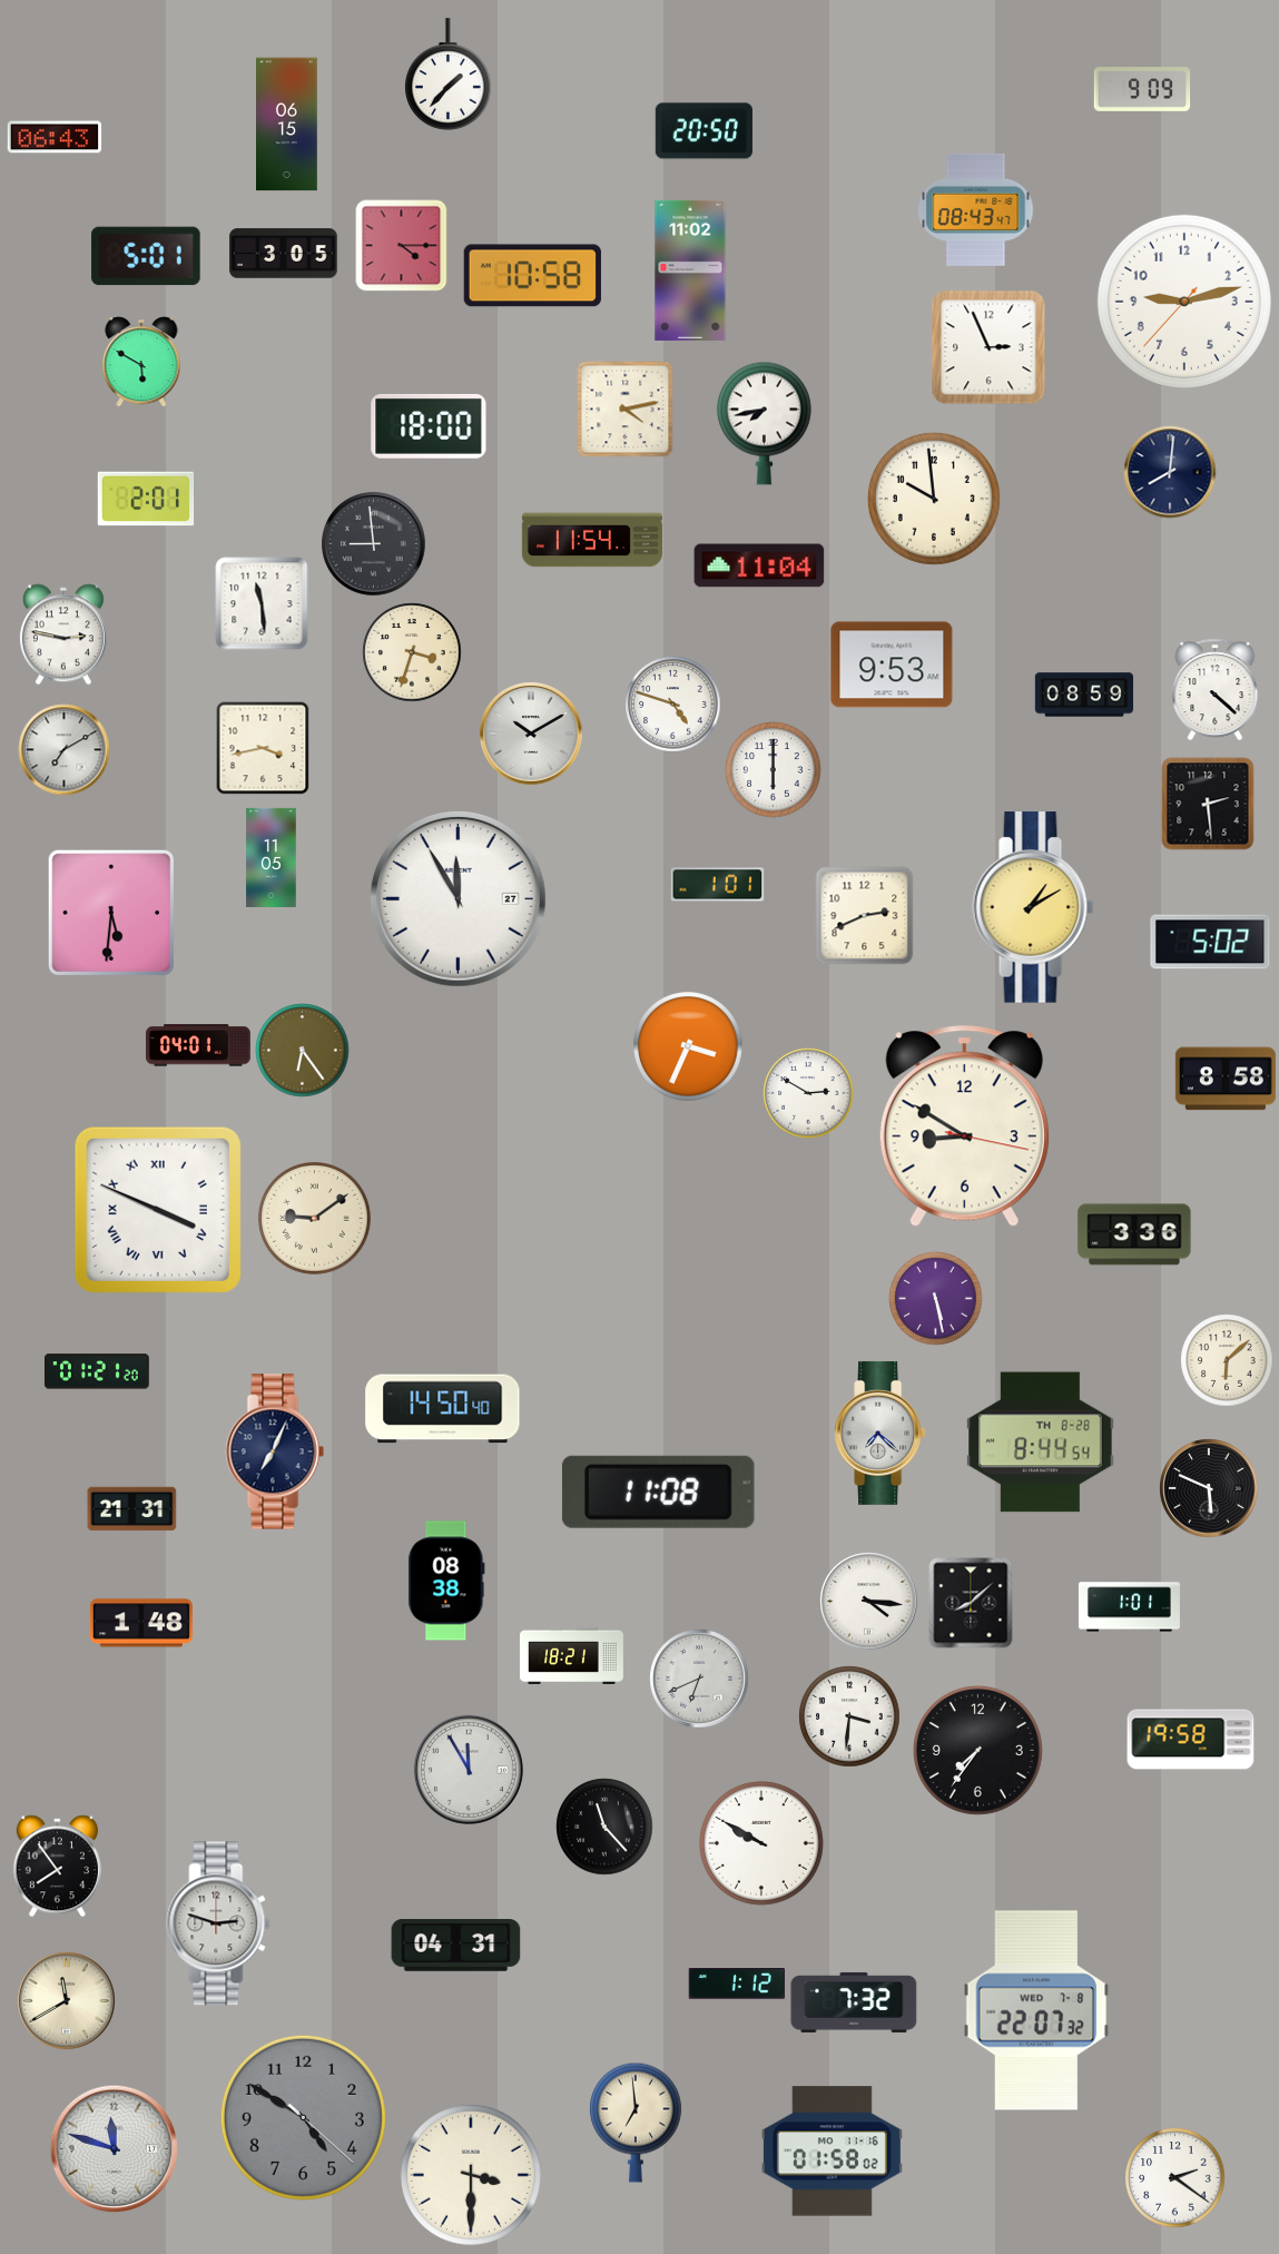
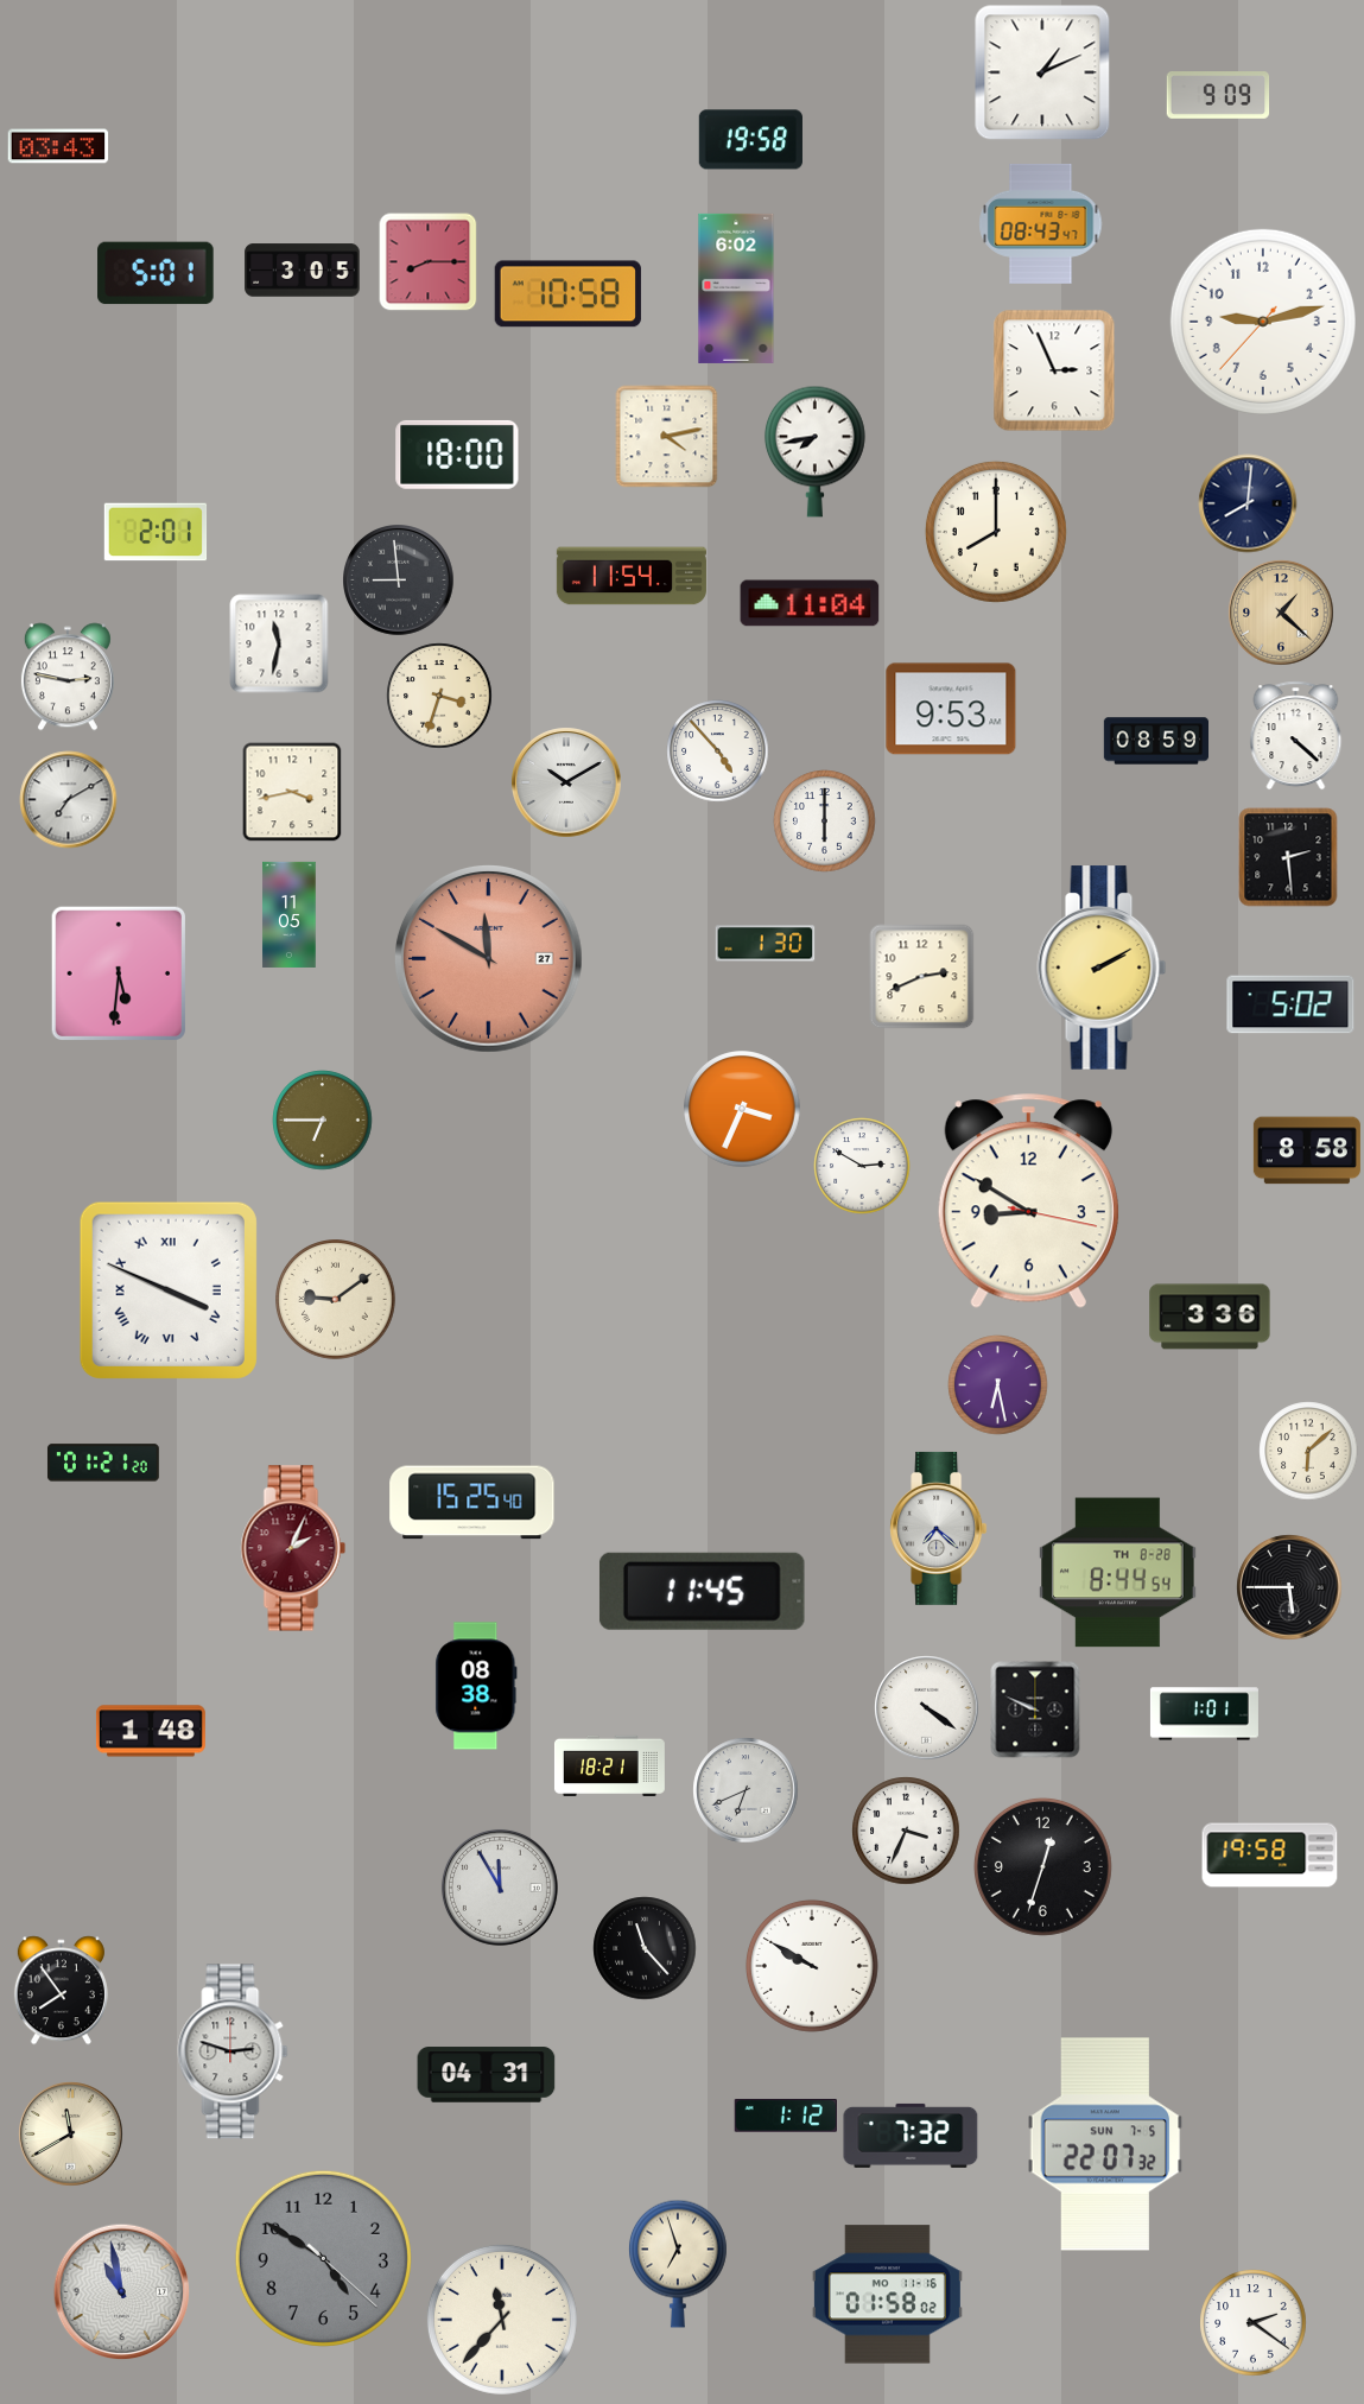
clock at (1042, 72): none -> 1:11
clock at (449, 75): 1:37 -> none
clock at (287, 125): 06:15 -> none
clock at (704, 131): 20:50 -> 19:58
clock at (55, 137): 06:43 -> 03:43
clock at (402, 246): 4:15 -> 8:15
clock at (690, 270): 11:02 -> 6:02
clock at (141, 362): 5:50 -> none
clock at (934, 499): 9:59 -> 8:00
clock at (1281, 613): none -> 1:22
clock at (262, 603): 11:29 -> 11:32
clock at (673, 705): 4:48 -> 4:53
clock at (263, 748) position: (263, 748) -> (292, 792)
clock at (718, 885): 1:01 -> 1:30
clock at (459, 899): 11:55 -> 11:50
clock at (459, 899) dial: white -> salmon
clock at (1033, 907): 1:10 -> 2:10
clock at (199, 1045): 04:01 -> none
clock at (688, 1046) position: (688, 1046) -> (742, 1109)
clock at (303, 1051): 6:24 -> 6:45
clock at (936, 1299): 5:28 -> 6:28
clock at (443, 1409): 14:50 -> 15:25
clock at (1041, 1443) position: (1041, 1443) -> (1118, 1573)
clock at (275, 1451): 7:04 -> 2:04
clock at (275, 1451) dial: navy -> burgundy
clock at (1209, 1488): 5:49 -> 5:45
clock at (658, 1492): 11:08 -> 11:45
clock at (132, 1509): 21:31 -> none
clock at (869, 1602): 4:16 -> 4:21
clock at (971, 1603): 8:08 -> 9:49
clock at (849, 1716): 3:31 -> 3:34
clock at (977, 1750): 7:36 -> 12:33
clock at (1036, 2010) date: WED 7-8 -> SUN 7-5
clock at (636, 2123): 6:59 -> 6:57
clock at (115, 2149): 11:48 -> 10:58
clock at (471, 2175): 3:30 -> 11:37
